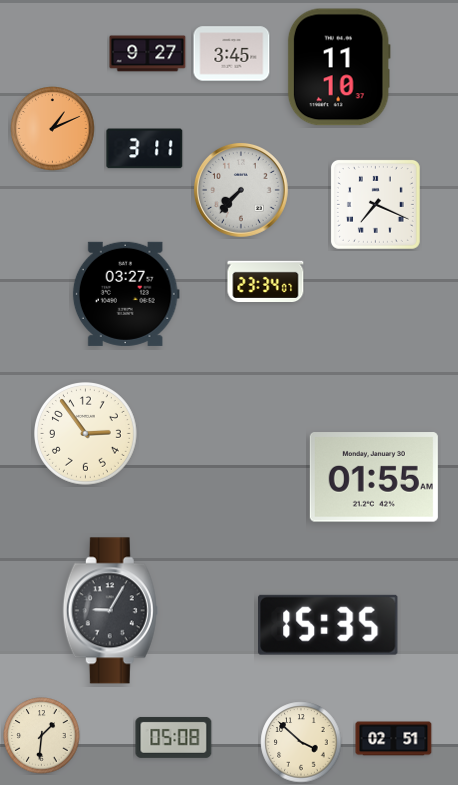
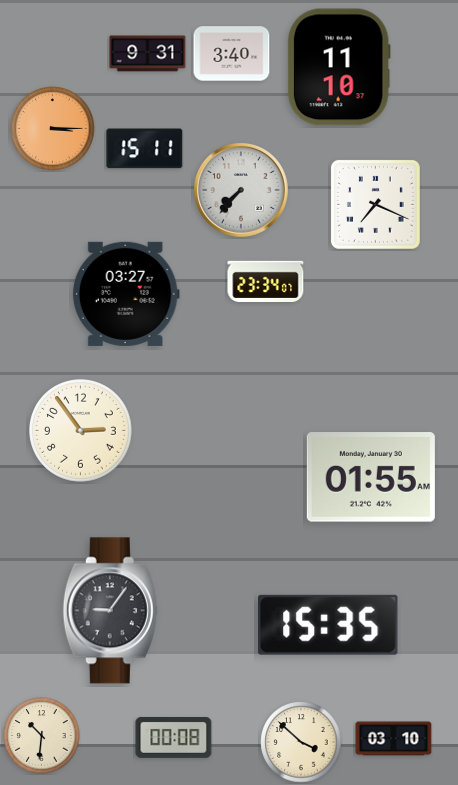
clock at (148, 54): 9:27 -> 9:31
clock at (232, 54): 3:45 -> 3:40
clock at (53, 129): 1:11 -> 3:15
clock at (145, 149): 3:11 -> 15:11
clock at (86, 434) position: (86, 434) -> (81, 431)
clock at (374, 477) position: (374, 477) -> (371, 477)
clock at (110, 611): 9:05 -> 9:06
clock at (42, 736): 1:31 -> 10:31
clock at (174, 737): 05:08 -> 00:08
clock at (394, 739): 02:51 -> 03:10
